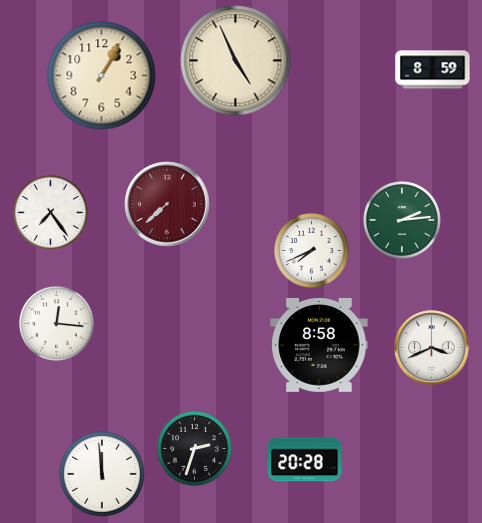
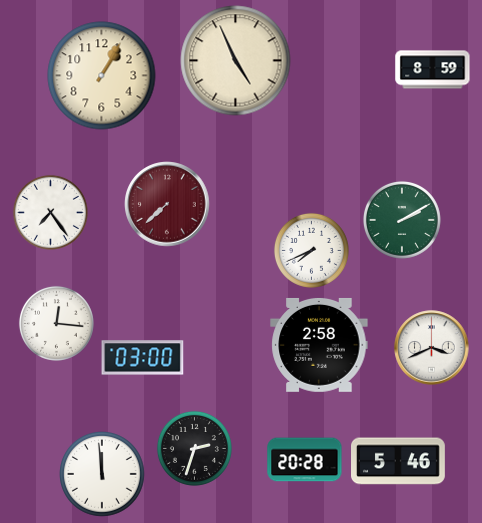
clock at (402, 220): 2:14 -> 2:10
clock at (319, 345): 8:58 -> 2:58
clock at (143, 358): none -> 03:00
clock at (399, 461): none -> 5:46
